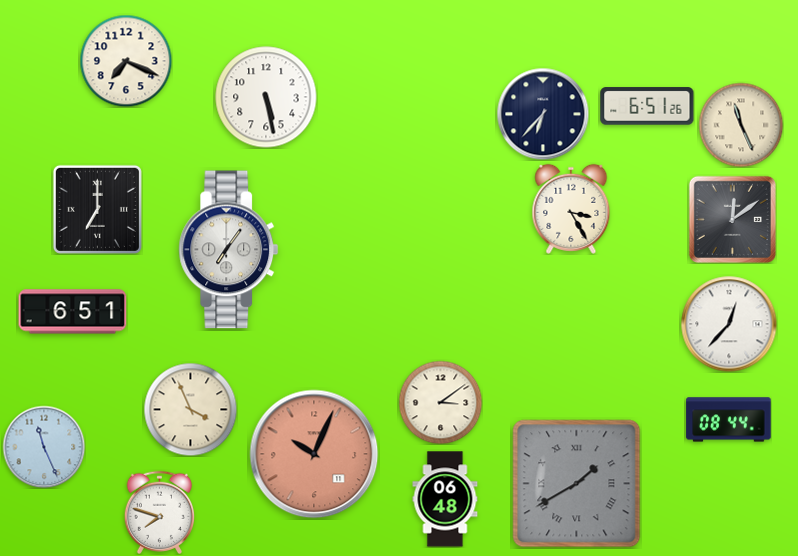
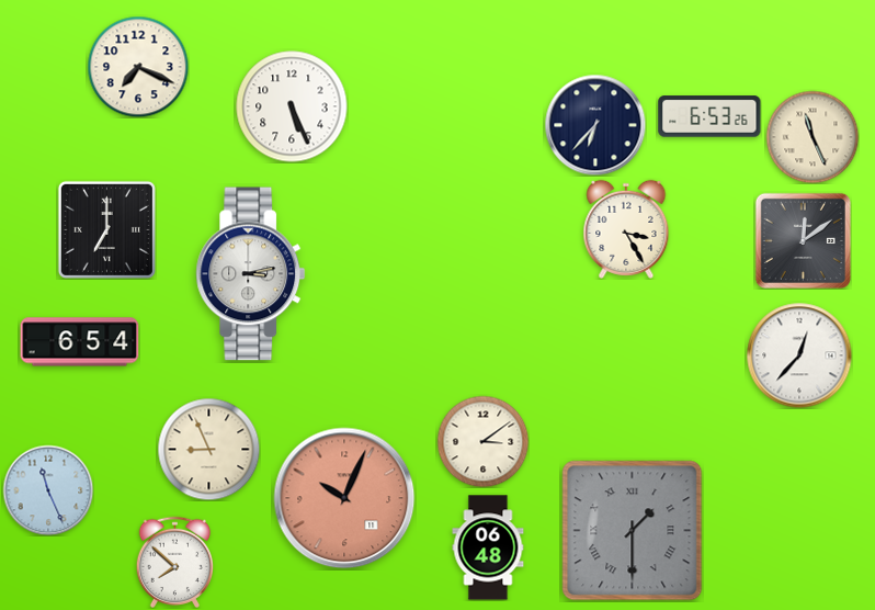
clock at (266, 97): 5:28 -> 5:26
clock at (647, 106): 6:51 -> 6:53
clock at (229, 250): 7:06 -> 3:13
clock at (73, 312): 6:51 -> 6:54
clock at (190, 409): 3:56 -> 8:56
clock at (729, 420): 08:44 -> none
clock at (577, 484): 1:40 -> 1:30
clock at (159, 512): 7:48 -> 7:52
